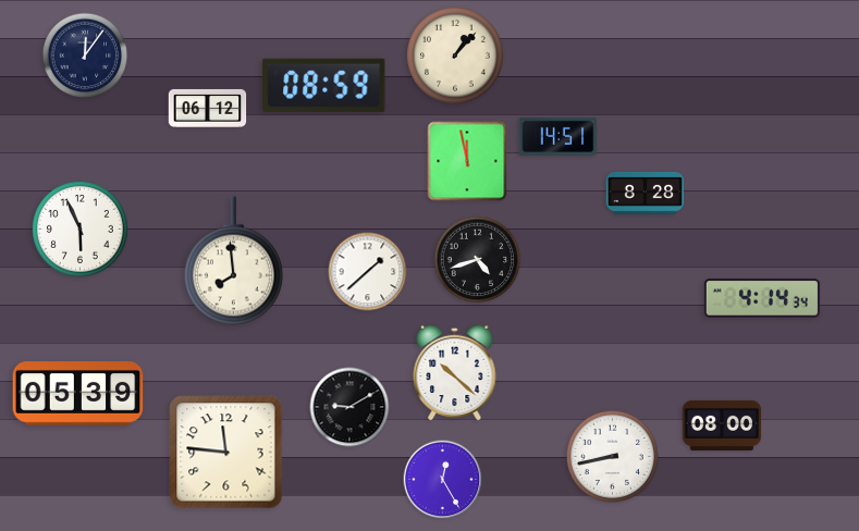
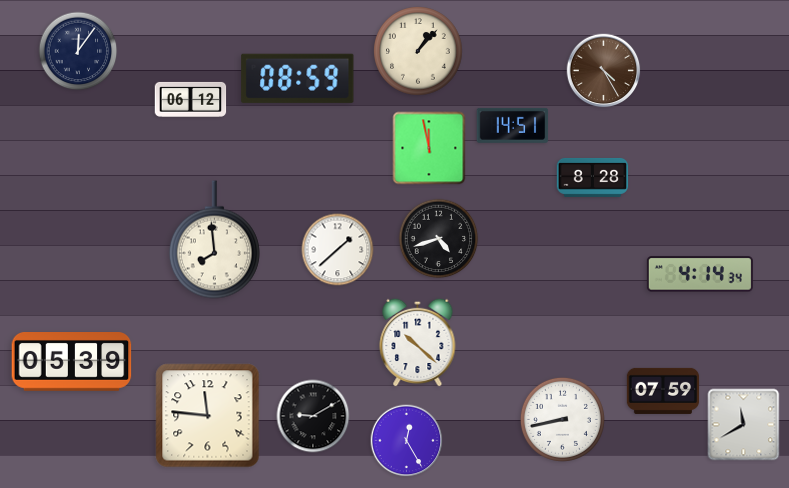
clock at (604, 71): none -> 4:25
clock at (81, 230): 5:56 -> none
clock at (349, 407) position: (349, 407) -> (313, 416)
clock at (722, 425): 08:00 -> 07:59
clock at (744, 425): none -> 11:40
